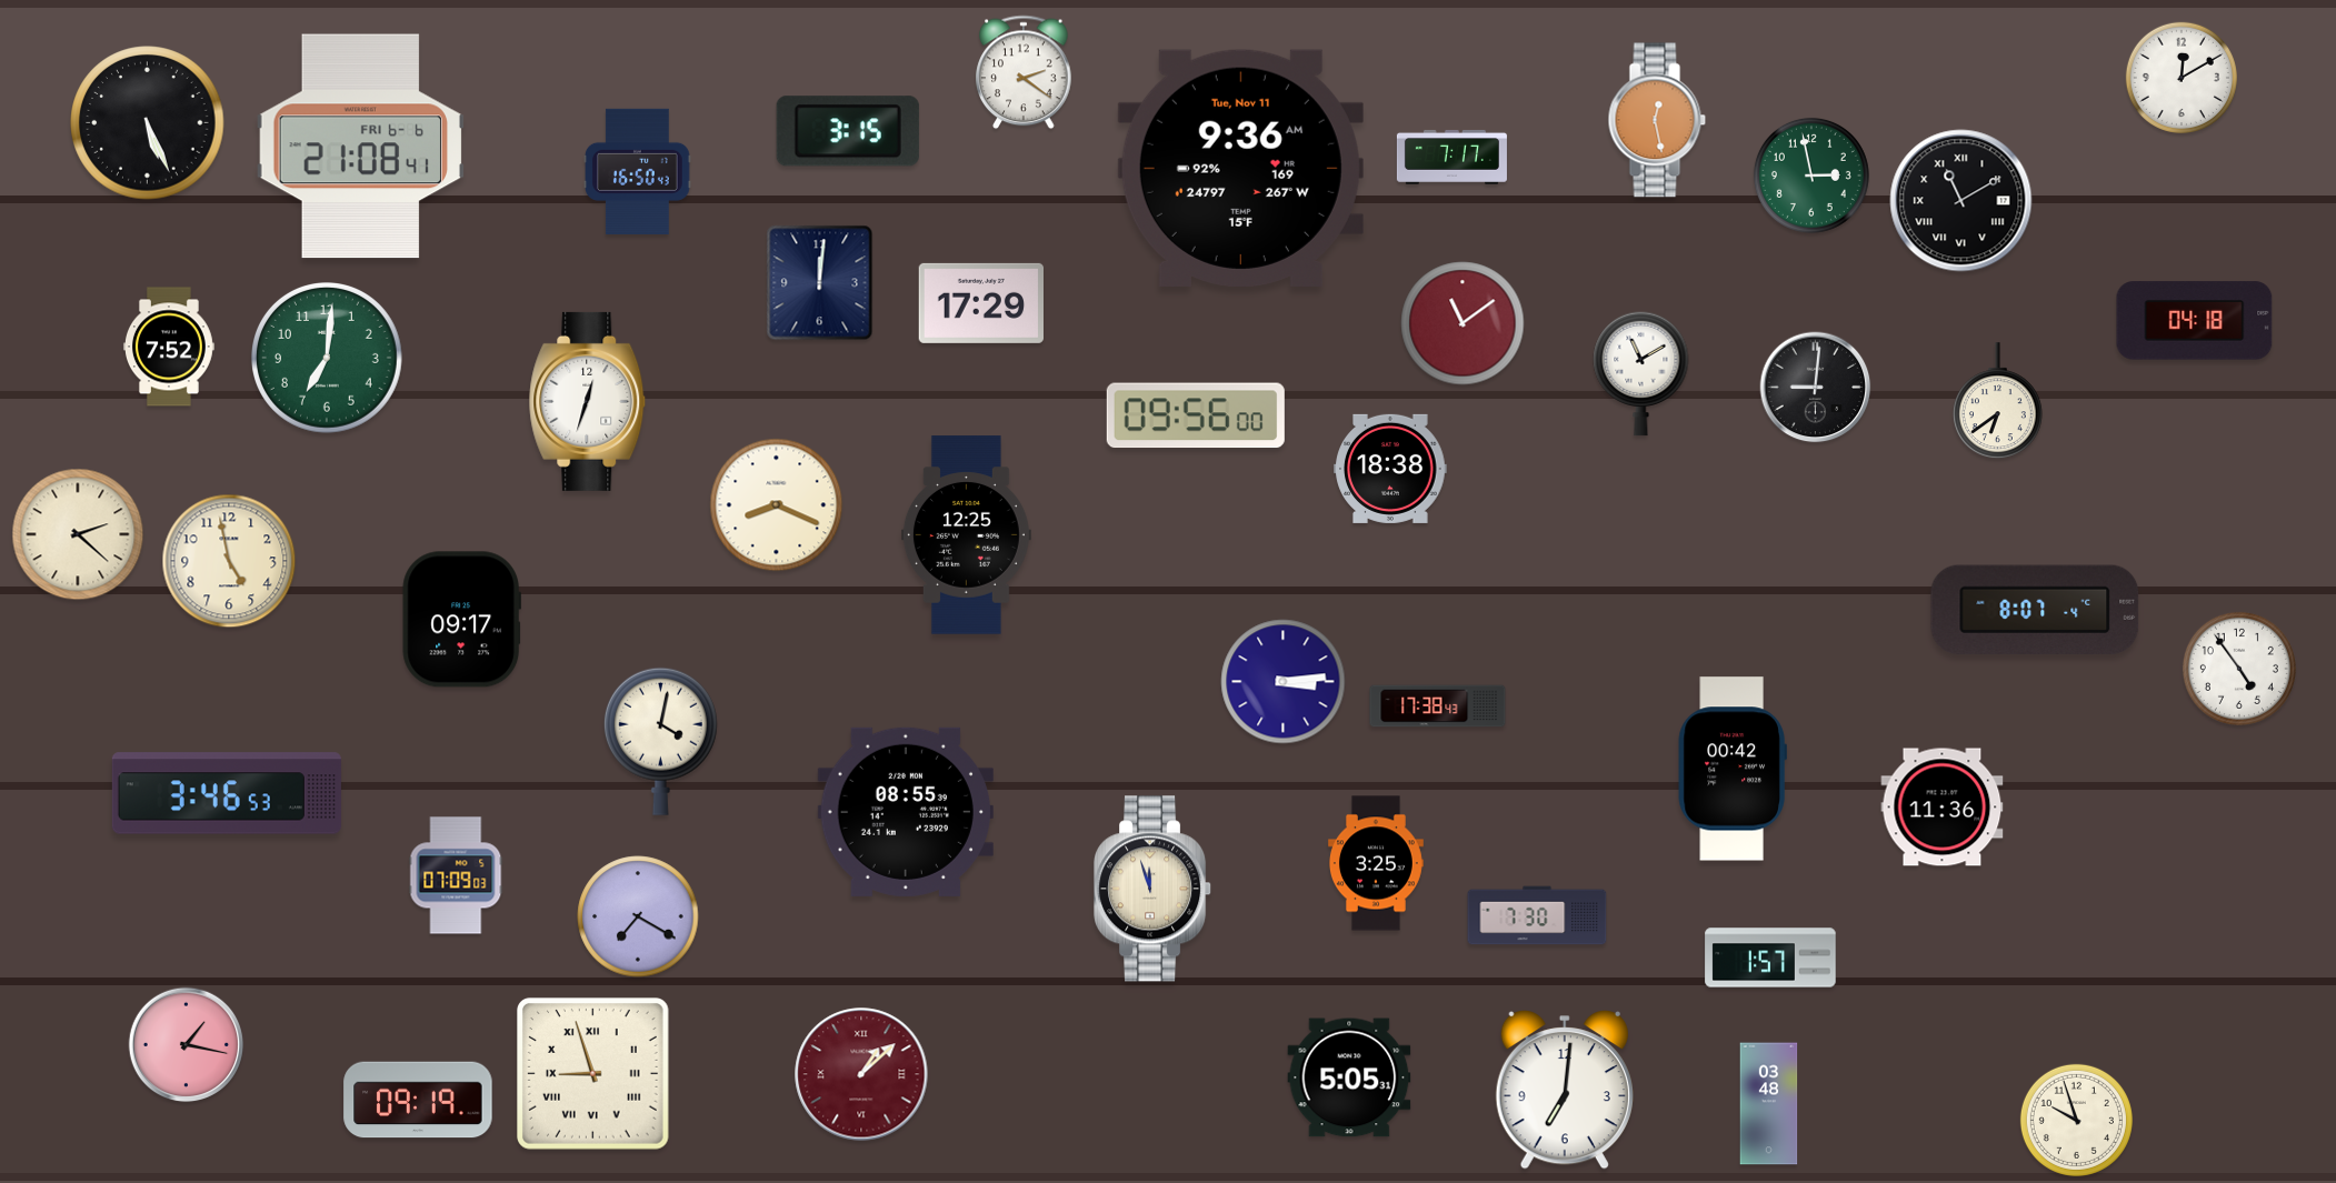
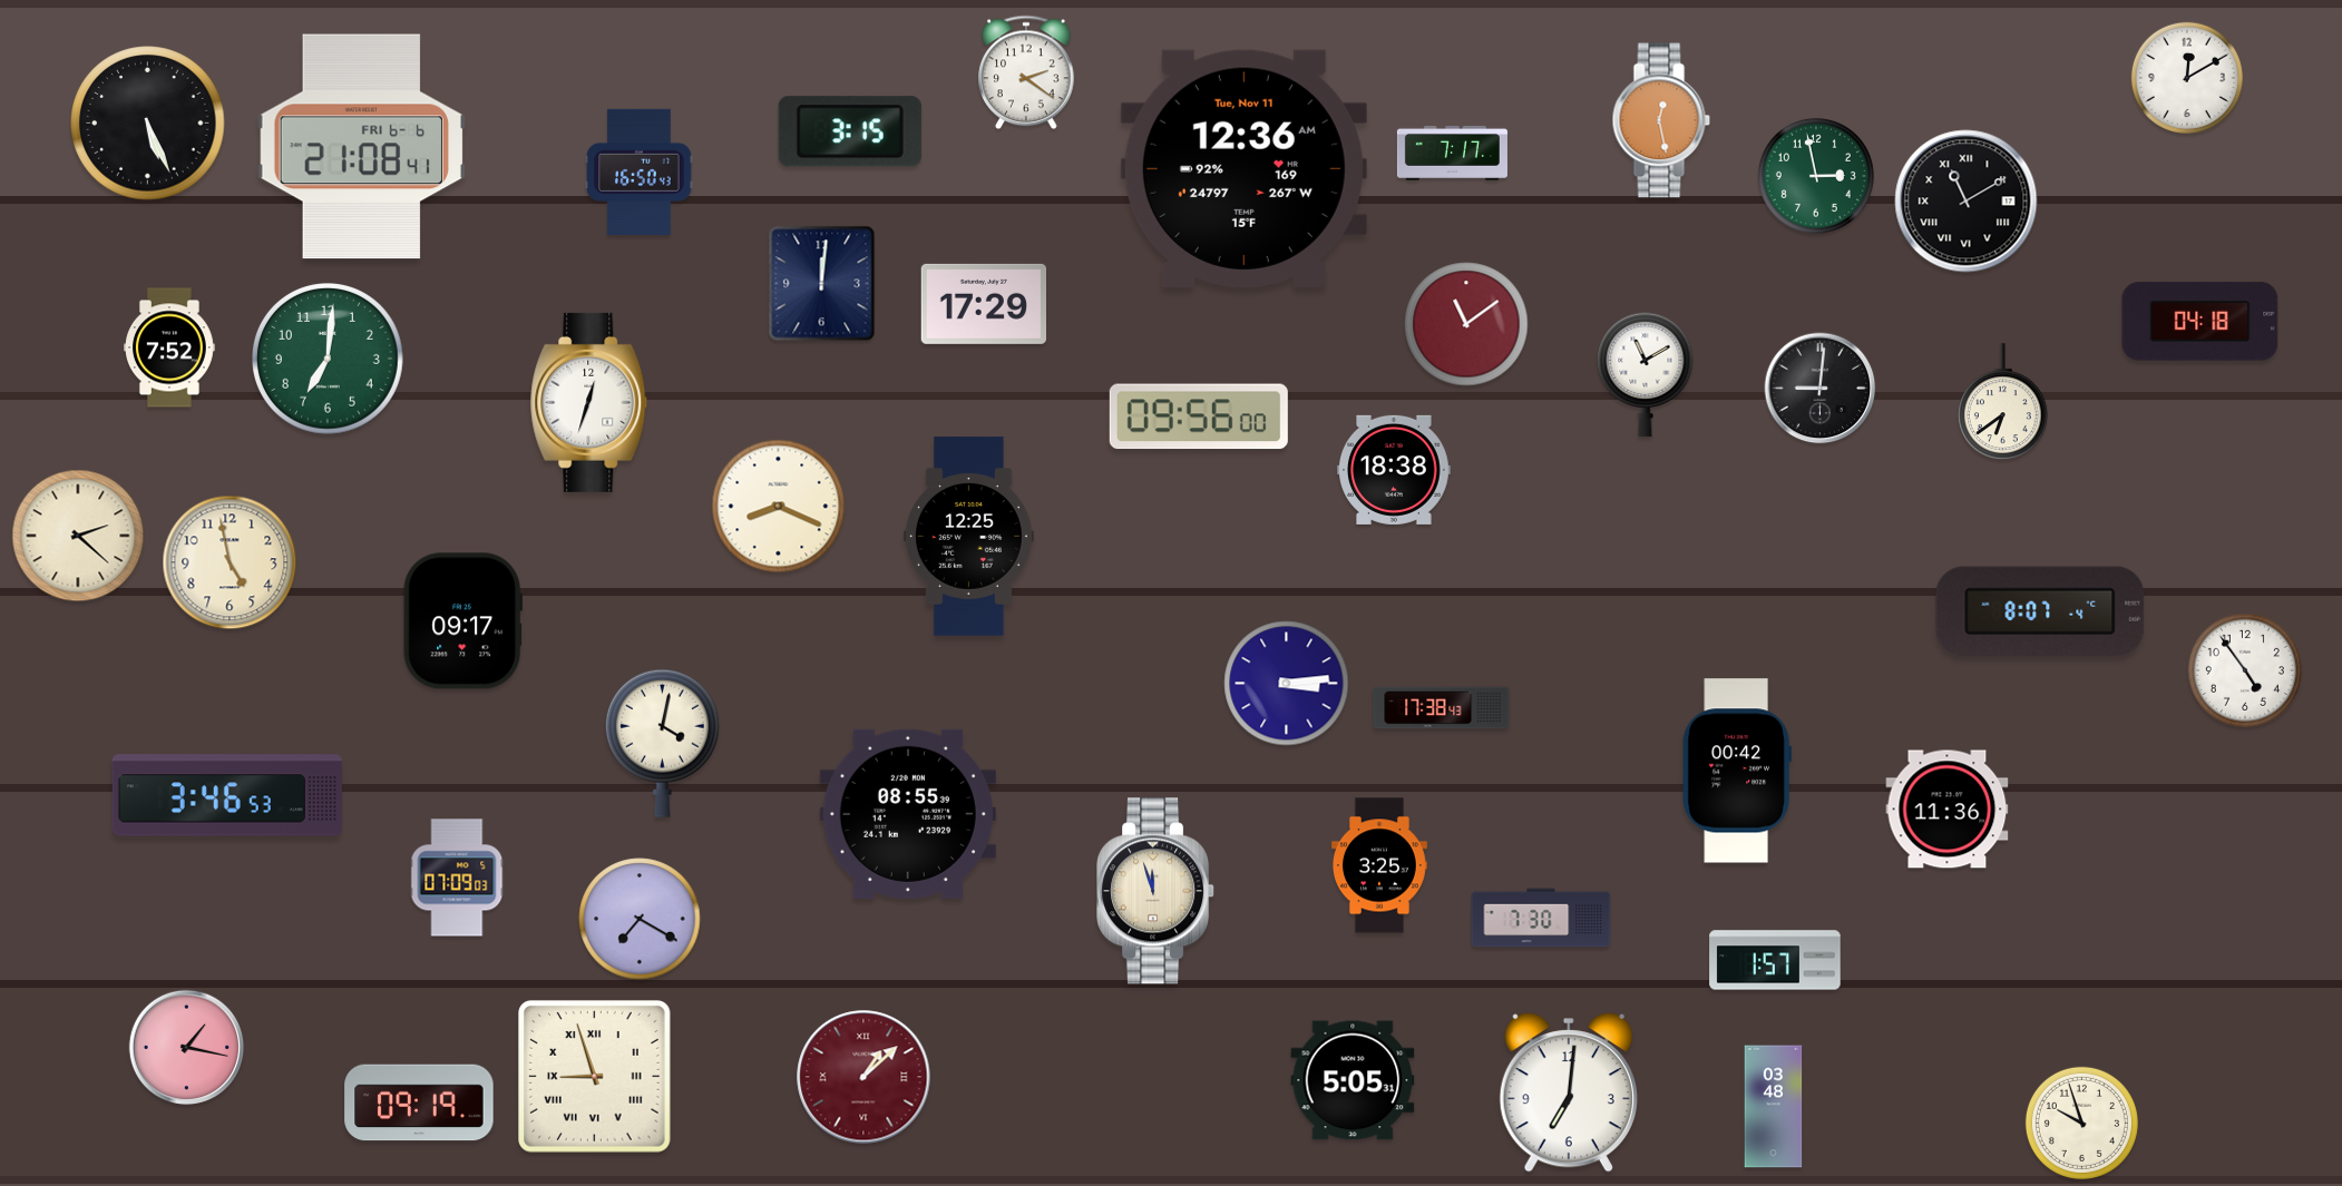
clock at (1451, 157) position: (1451, 157) -> (1452, 153)
clock at (1240, 168): 9:36 -> 12:36
